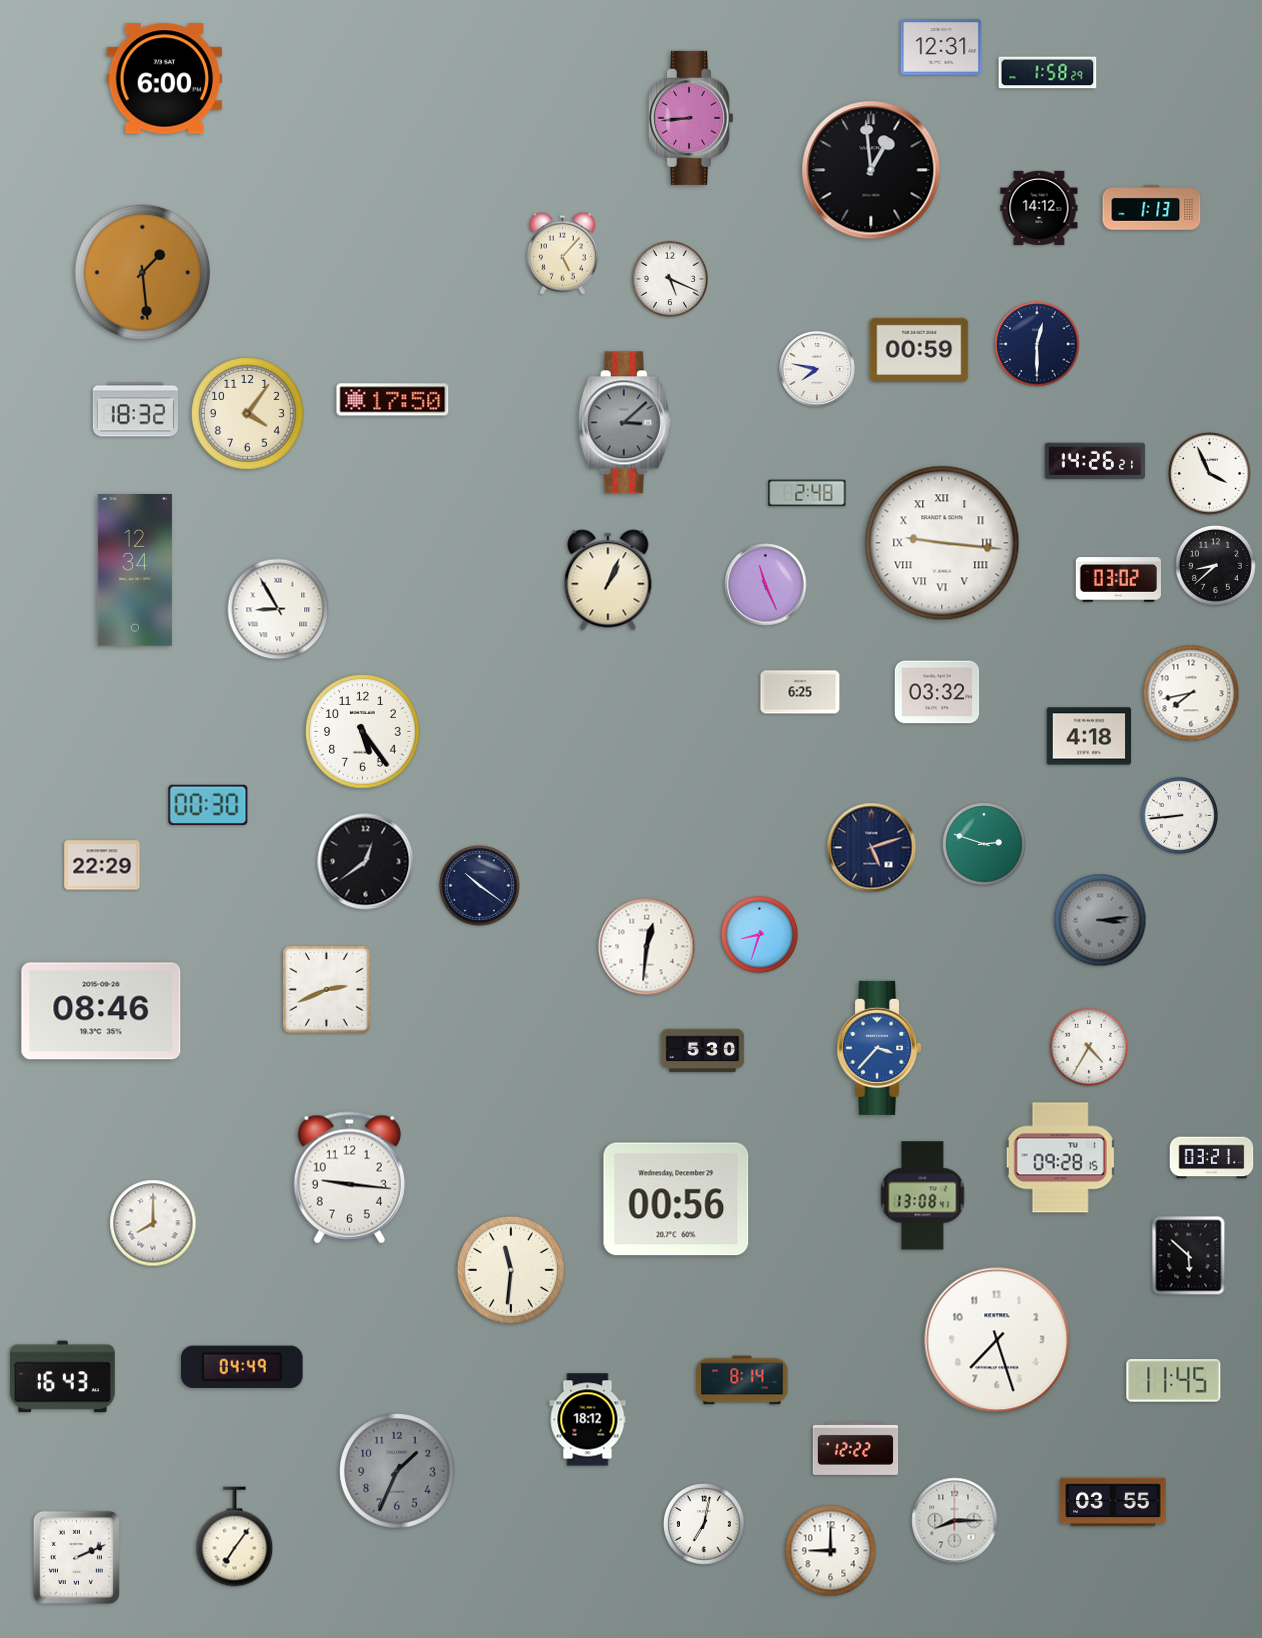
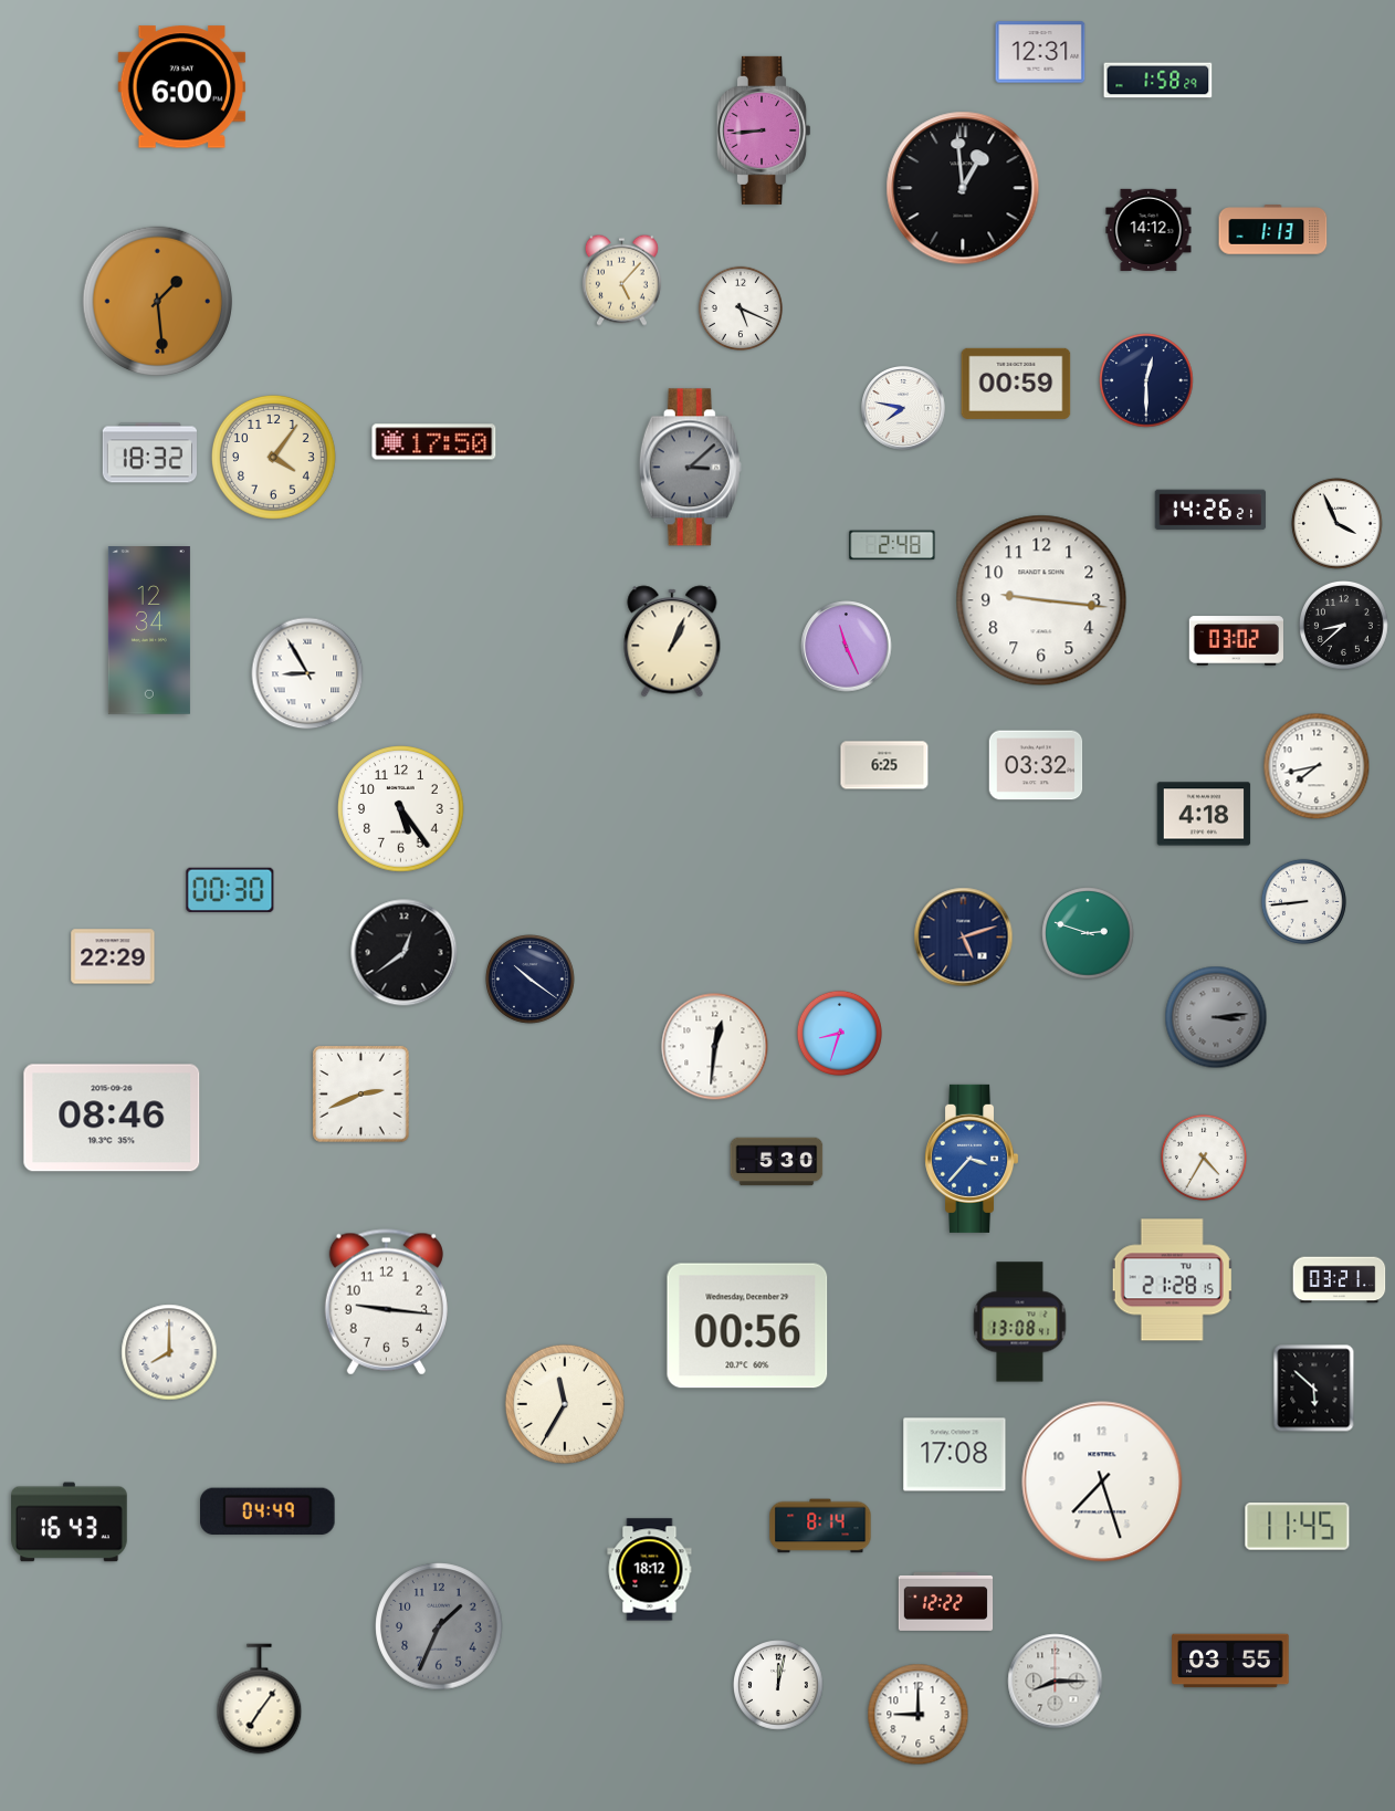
clock at (919, 350) position: (919, 350) -> (1016, 384)
clock at (942, 543) numerals: Roman -> Arabic
clock at (1060, 1158): 09:28 -> 21:28
clock at (511, 1270): 11:31 -> 11:35
clock at (955, 1455): none -> 17:08
clock at (705, 1525): 7:02 -> 12:02
clock at (76, 1557): 2:11 -> none
